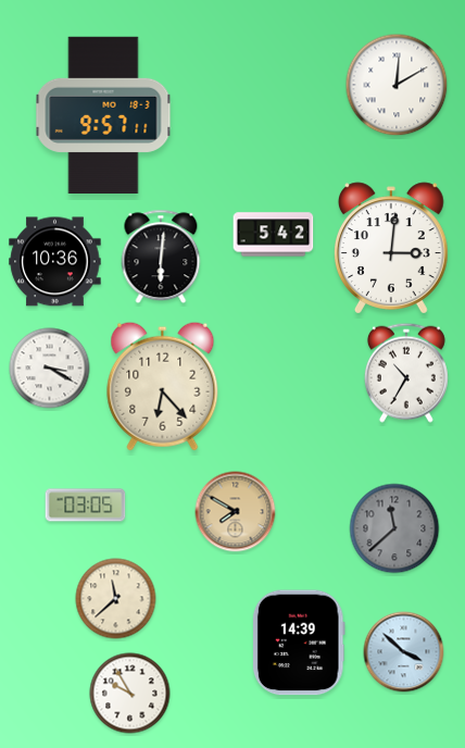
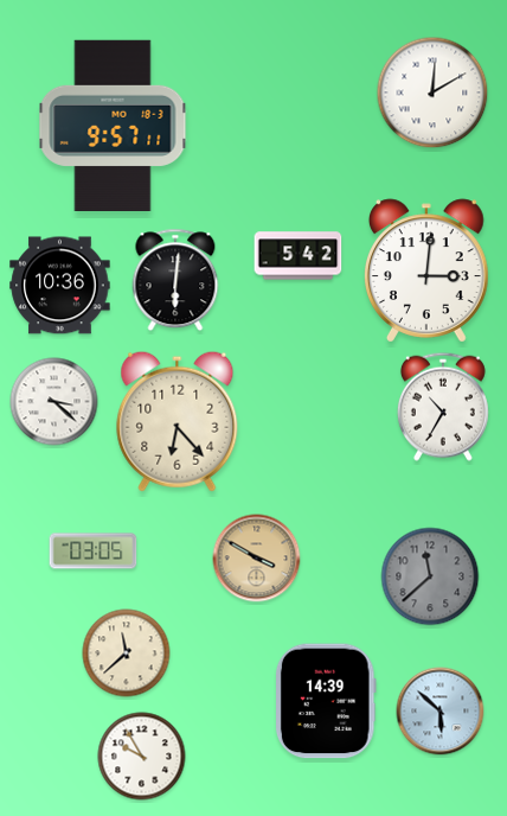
clock at (50, 369): 3:20 -> 3:22
clock at (236, 512): 7:50 -> 3:50
clock at (404, 652): 3:52 -> 5:52
